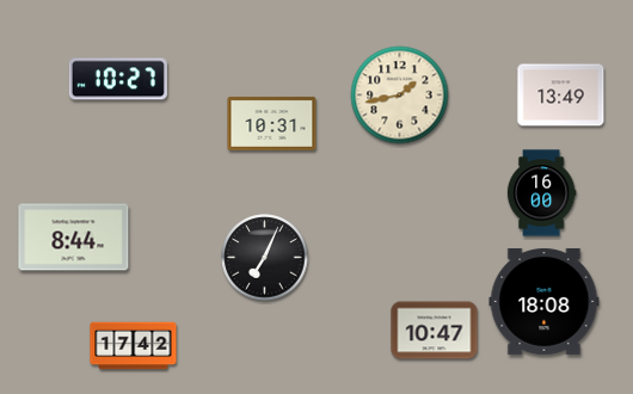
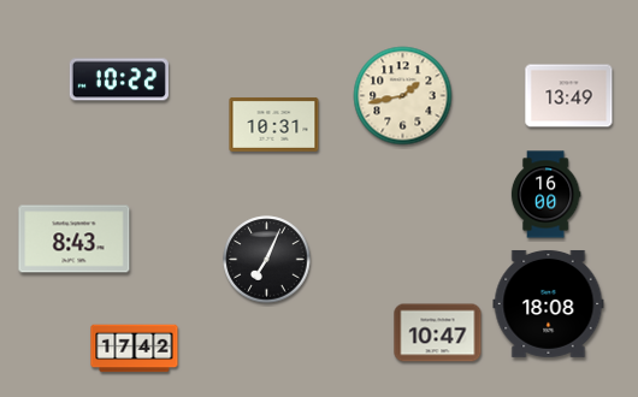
clock at (118, 79): 10:27 -> 10:22
clock at (561, 96) position: (561, 96) -> (569, 96)
clock at (74, 238): 8:44 -> 8:43
